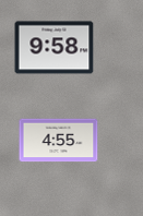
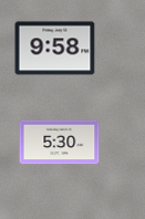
clock at (59, 141): 4:55 -> 5:30
